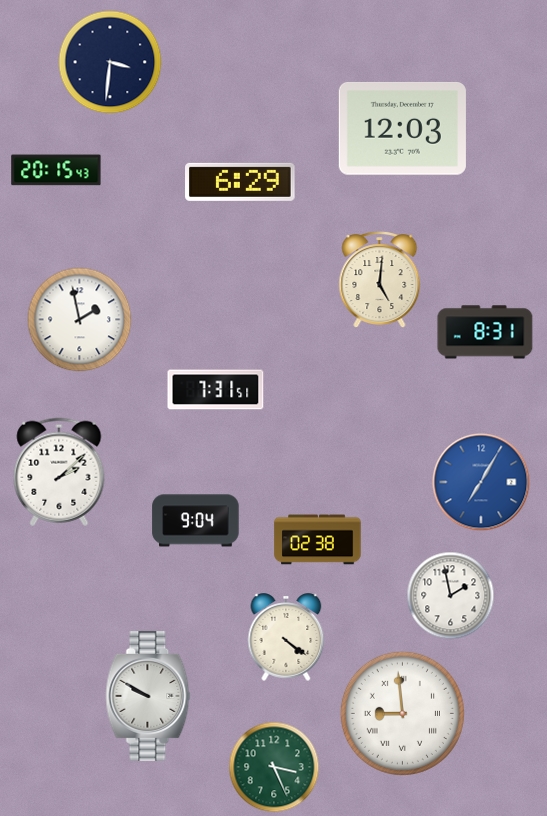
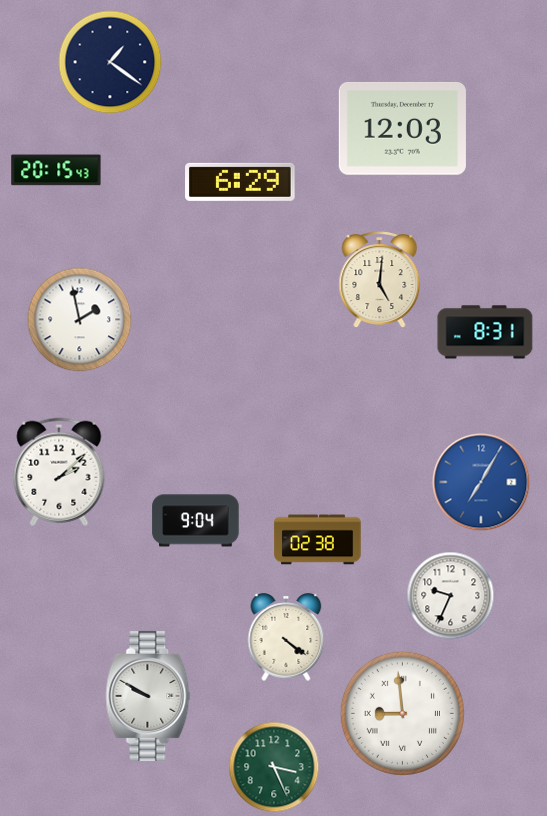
clock at (110, 62): 3:31 -> 1:21
clock at (216, 390): 7:31 -> none
clock at (451, 596): 1:58 -> 9:34
